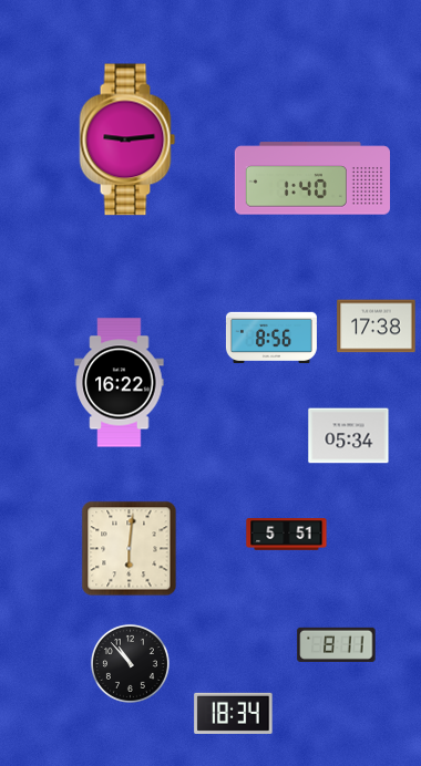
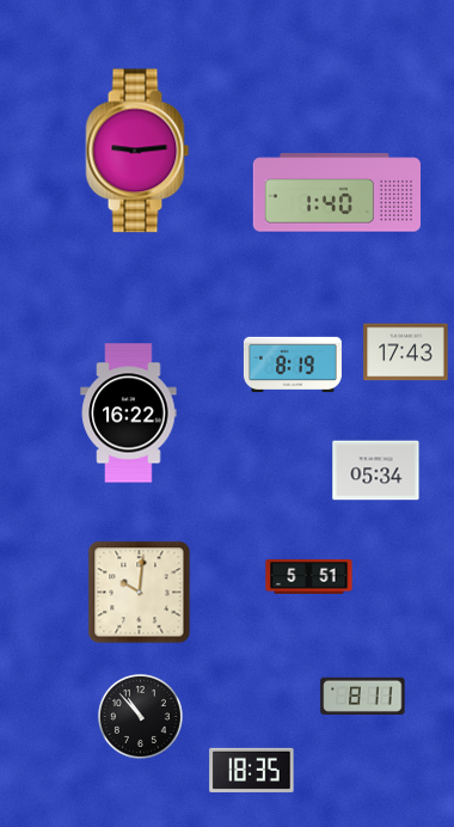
clock at (377, 327): 17:38 -> 17:43
clock at (271, 338): 8:56 -> 8:19
clock at (130, 549): 6:01 -> 10:01
clock at (234, 713): 18:34 -> 18:35
